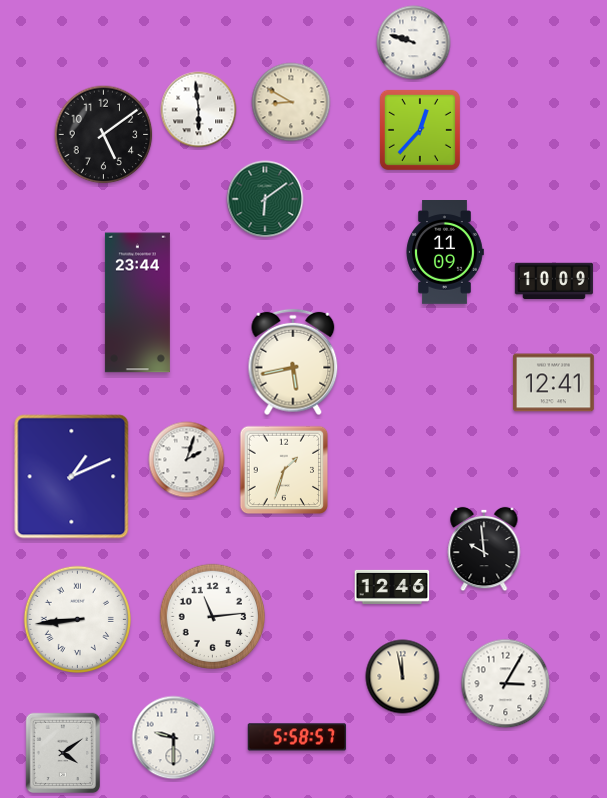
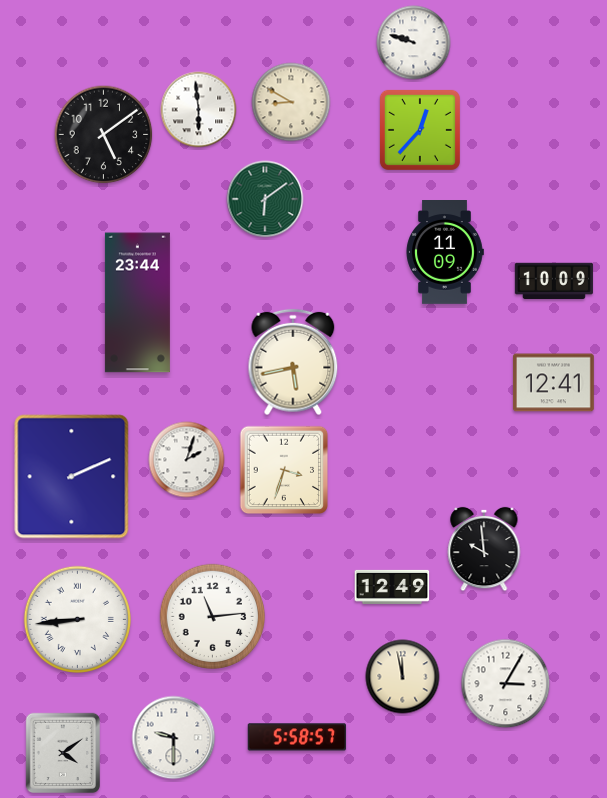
clock at (284, 470): 1:33 -> 3:33
clock at (72, 477): 1:11 -> 2:11
clock at (392, 587): 12:46 -> 12:49
